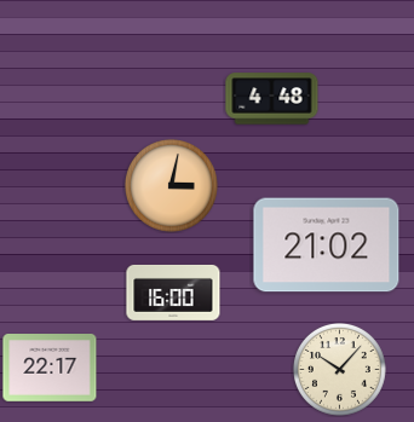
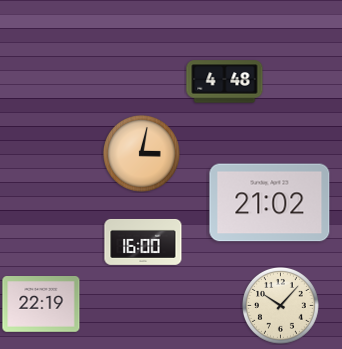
clock at (50, 369): 22:17 -> 22:19
